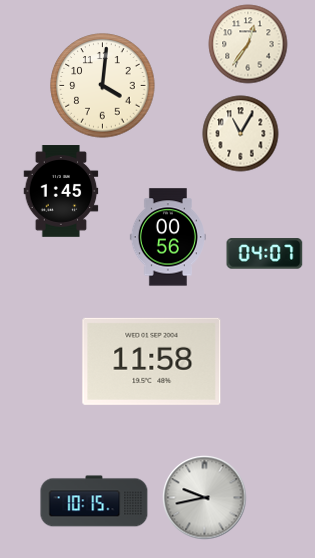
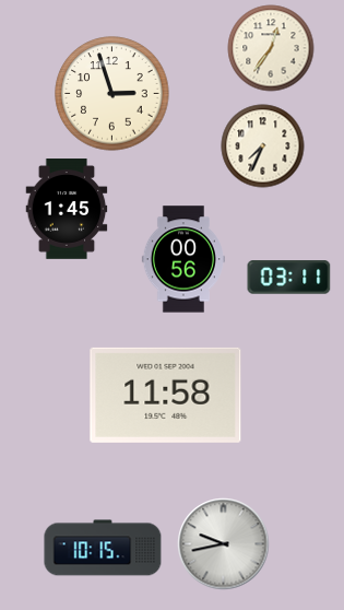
clock at (103, 86): 4:01 -> 2:57
clock at (241, 134): 11:05 -> 7:34
clock at (265, 254): 04:07 -> 03:11
